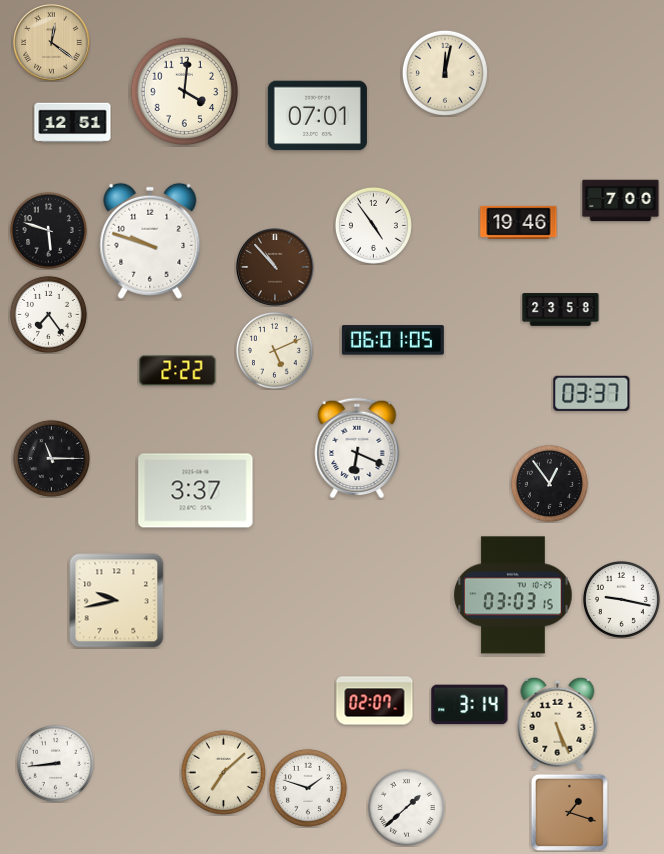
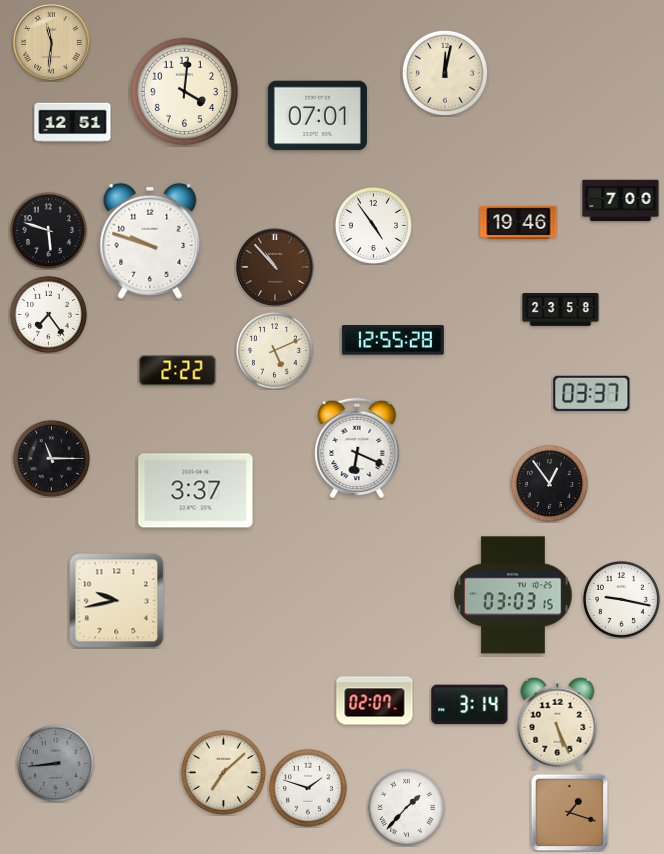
clock at (52, 43): 12:21 -> 11:31
clock at (393, 340): 06:01 -> 12:55
clock at (55, 763) dial: white -> grey
clock at (406, 807): 1:38 -> 1:37
